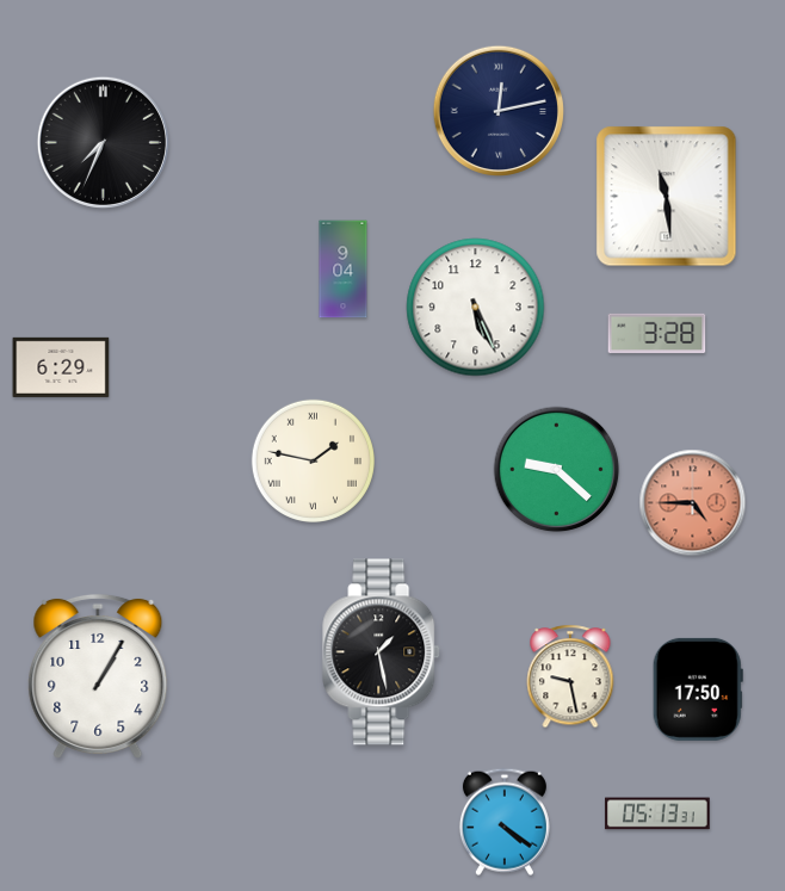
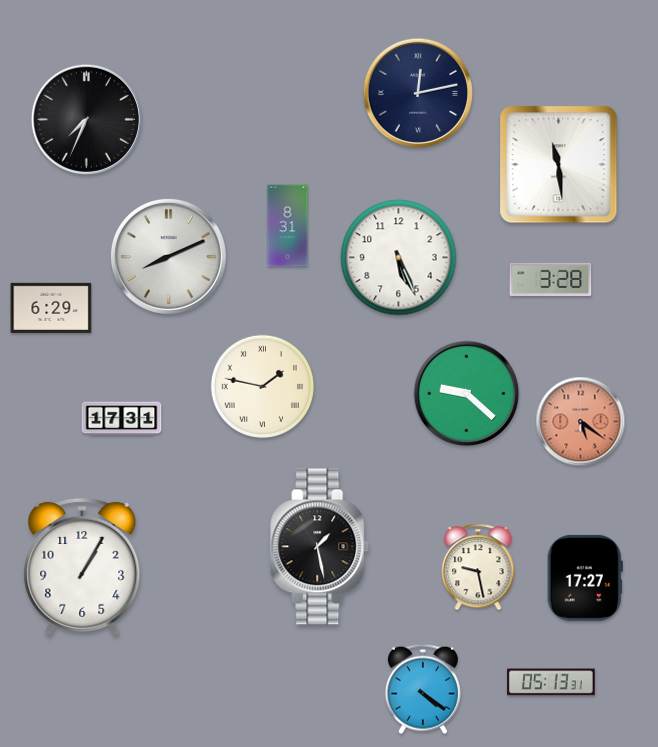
clock at (344, 270): 9:04 -> 8:31
clock at (168, 256): none -> 8:11
clock at (122, 419): none -> 17:31
clock at (693, 503): 4:45 -> 5:21
clock at (698, 689): 17:50 -> 17:27
